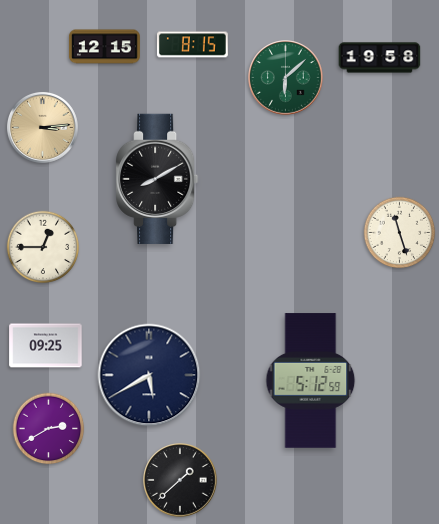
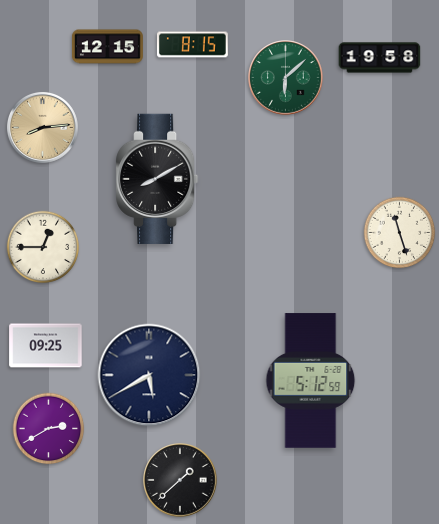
clock at (104, 47) position: (104, 47) -> (107, 47)
clock at (42, 127): 3:14 -> 8:14
